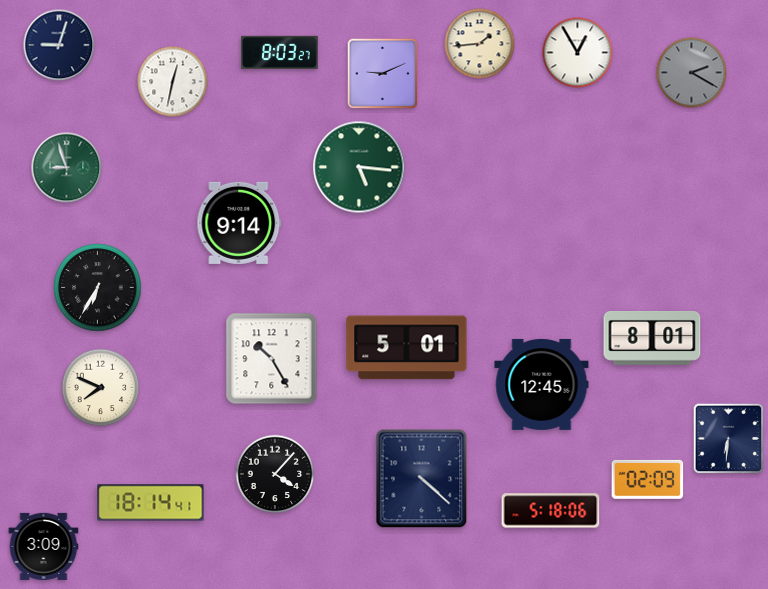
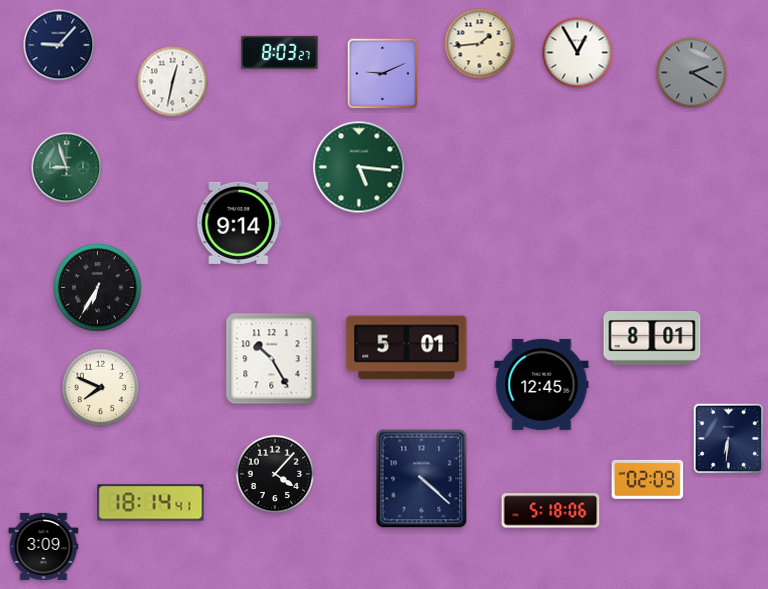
clock at (59, 45): 9:03 -> 9:07
